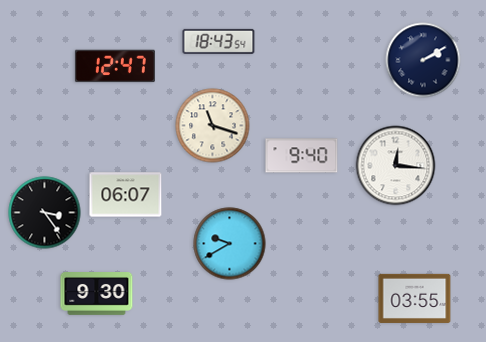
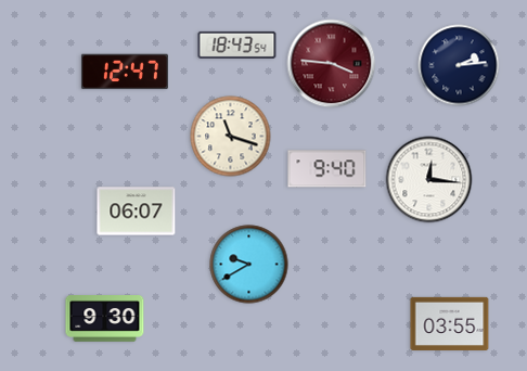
clock at (332, 64): none -> 3:46
clock at (423, 60): 2:10 -> 2:14
clock at (45, 213): 3:24 -> none
